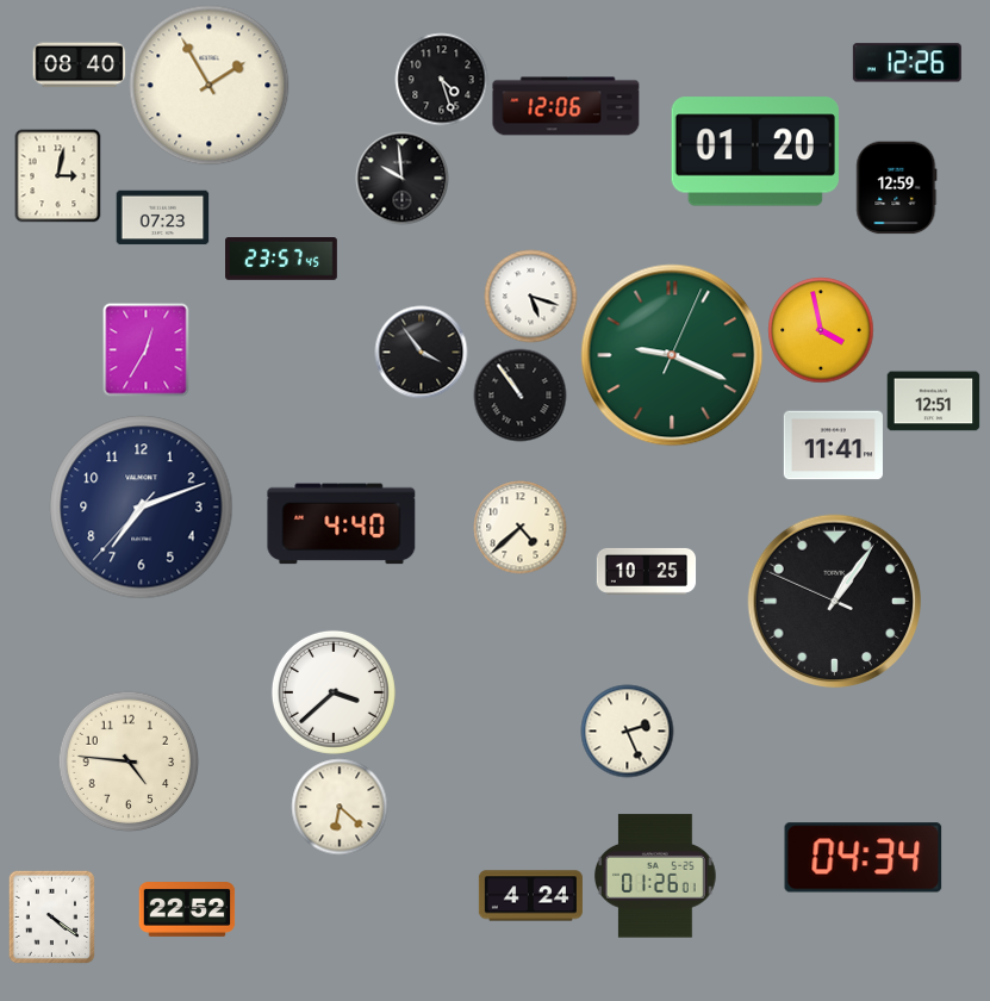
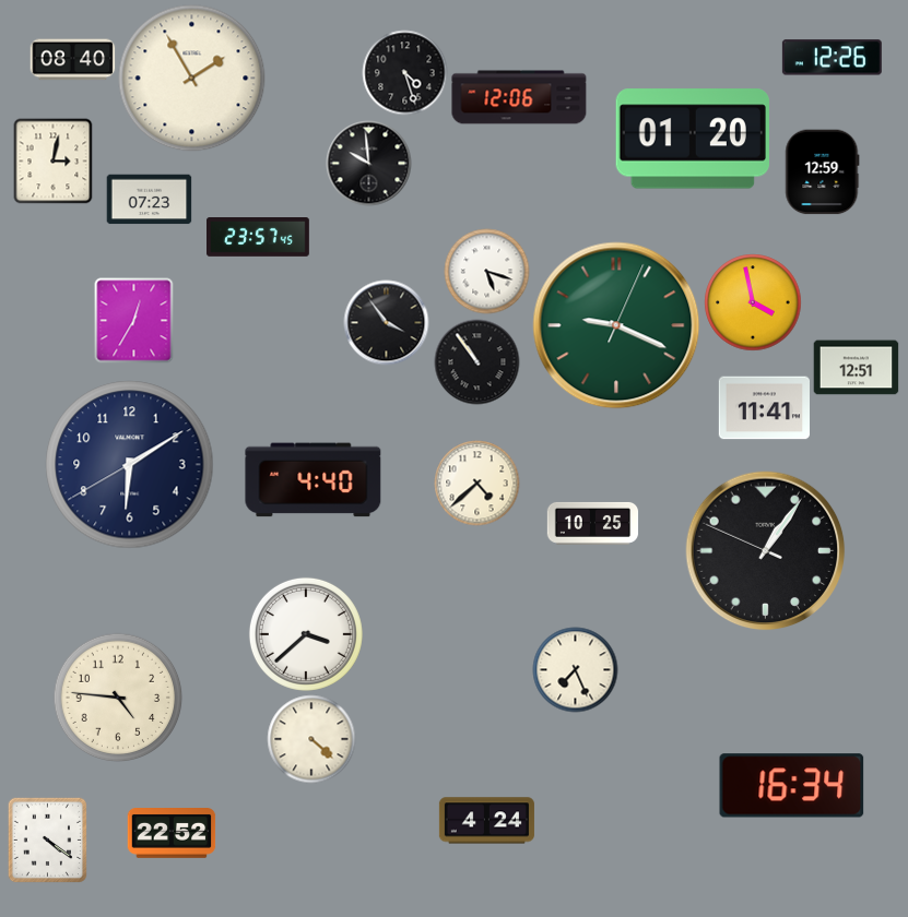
clock at (142, 508): 7:11 -> 6:09
clock at (627, 730): 2:26 -> 7:26
clock at (340, 807): 6:22 -> 4:22
clock at (864, 858): 04:34 -> 16:34
clock at (655, 876): 01:26 -> none
